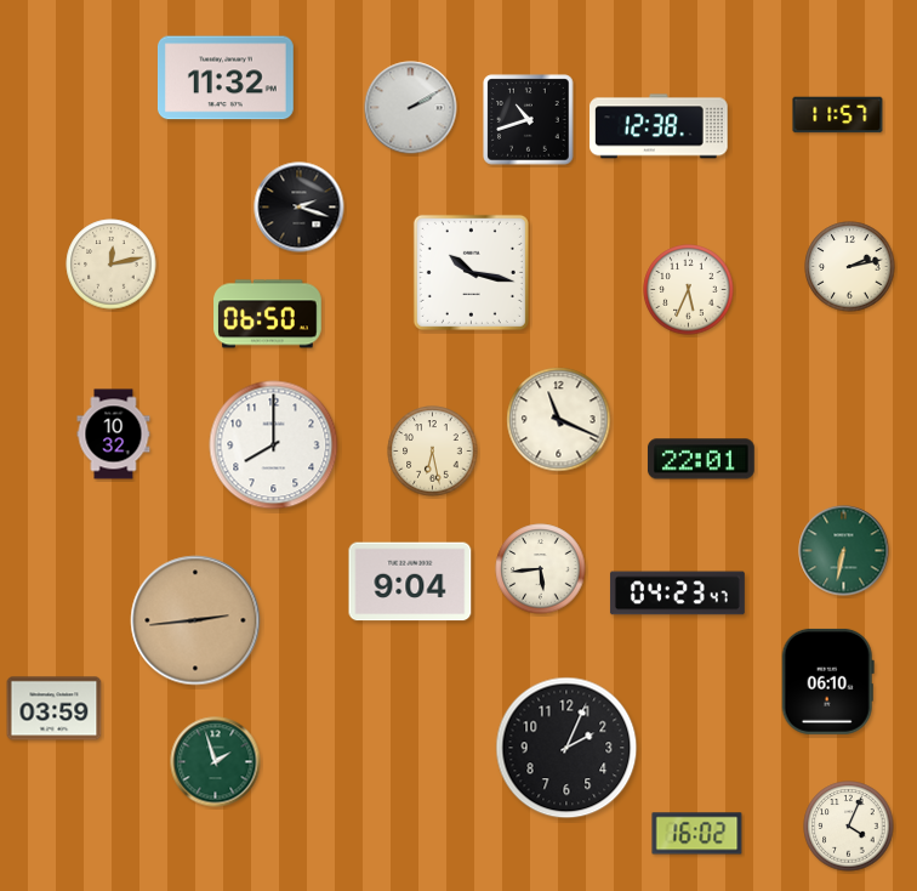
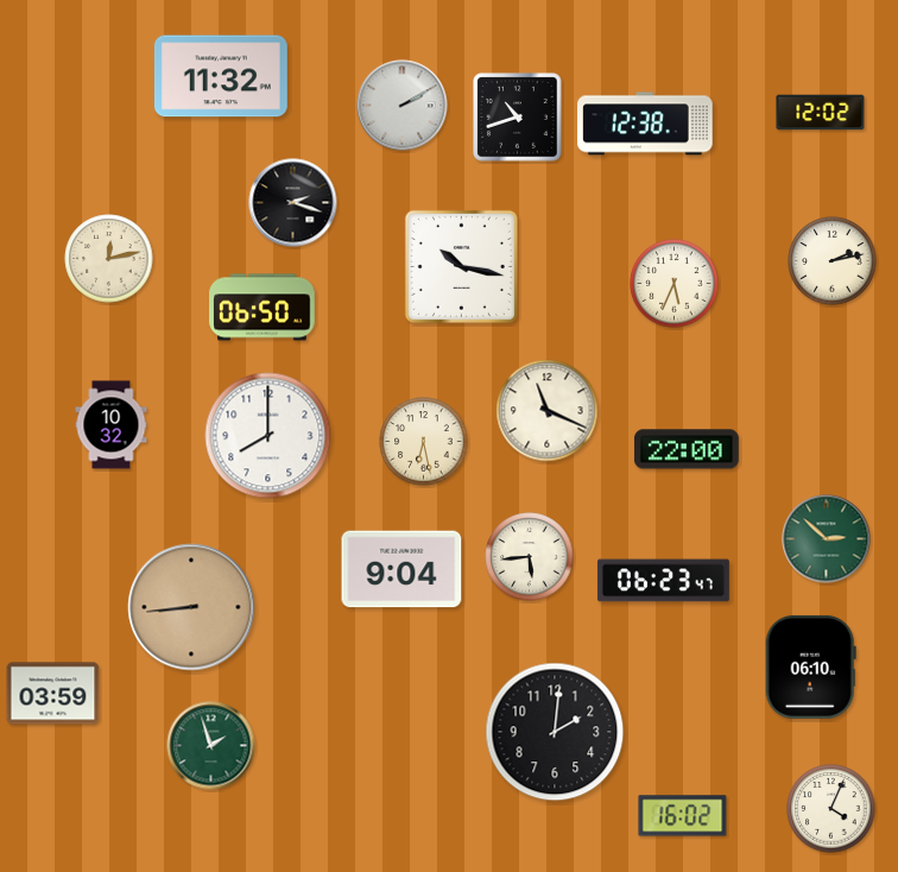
clock at (838, 115): 11:57 -> 12:02
clock at (701, 459): 22:01 -> 22:00
clock at (844, 551): 6:32 -> 2:52
clock at (677, 594): 04:23 -> 06:23
clock at (195, 620): 2:44 -> 8:44
clock at (566, 748): 2:04 -> 2:01
